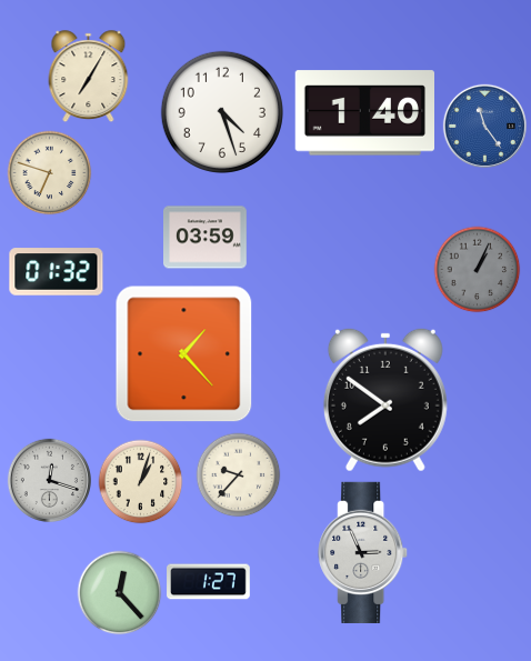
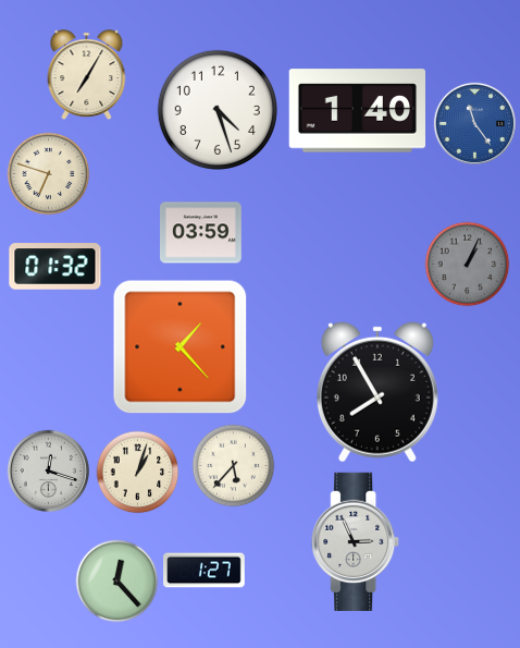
clock at (50, 173) position: (50, 173) -> (49, 174)
clock at (385, 400): 7:51 -> 7:55
clock at (239, 475): 9:37 -> 5:37
